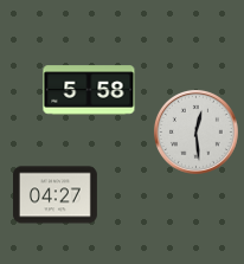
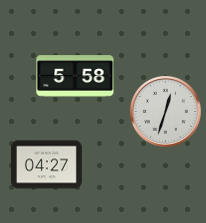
clock at (195, 131): 12:29 -> 12:33
